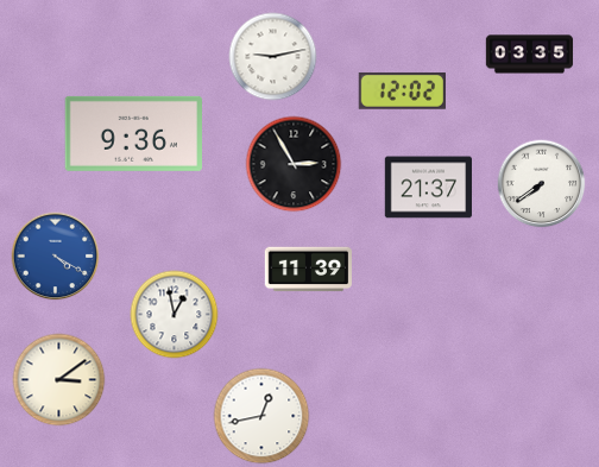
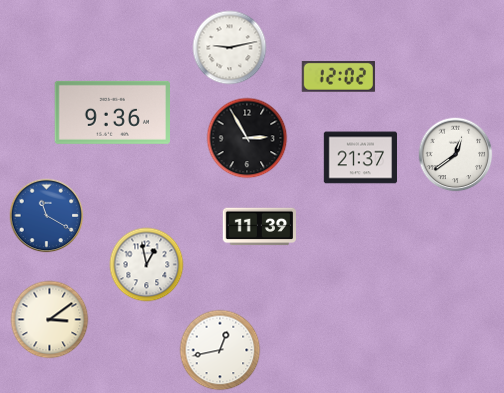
clock at (530, 55): 03:35 -> none
clock at (542, 184): 7:39 -> 12:39
clock at (56, 257): 4:20 -> 11:20
